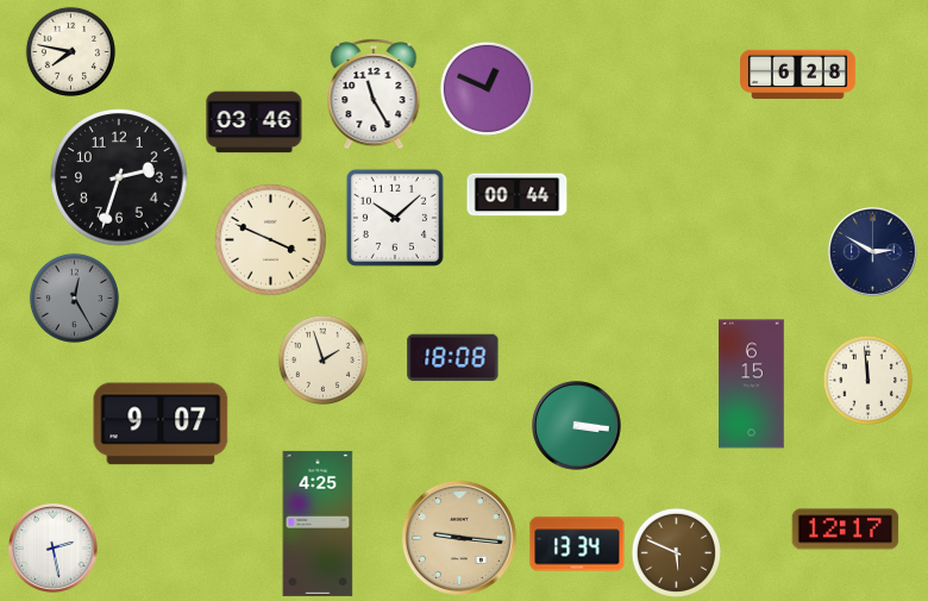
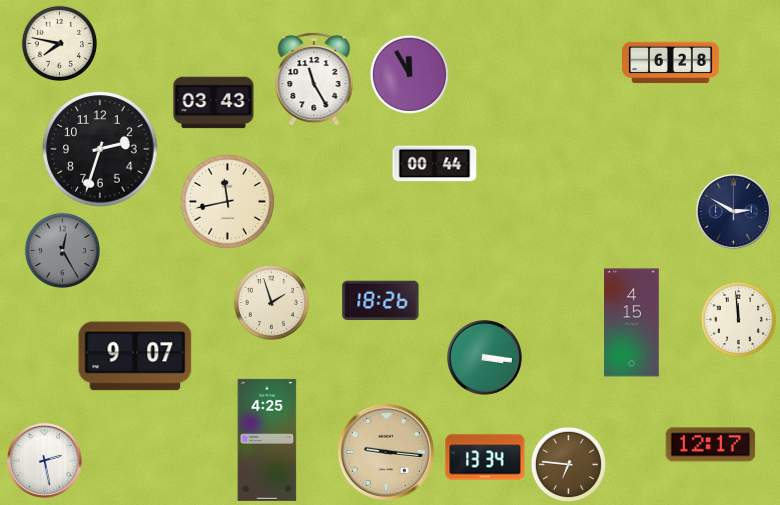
clock at (487, 88): 12:49 -> 11:55
clock at (255, 123): 03:46 -> 03:43
clock at (395, 218): 10:08 -> none
clock at (270, 239): 3:49 -> 11:43
clock at (453, 358): 18:08 -> 18:26
clock at (867, 380) position: (867, 380) -> (738, 319)
clock at (752, 384): 6:15 -> 4:15
clock at (676, 552): 5:49 -> 6:46
